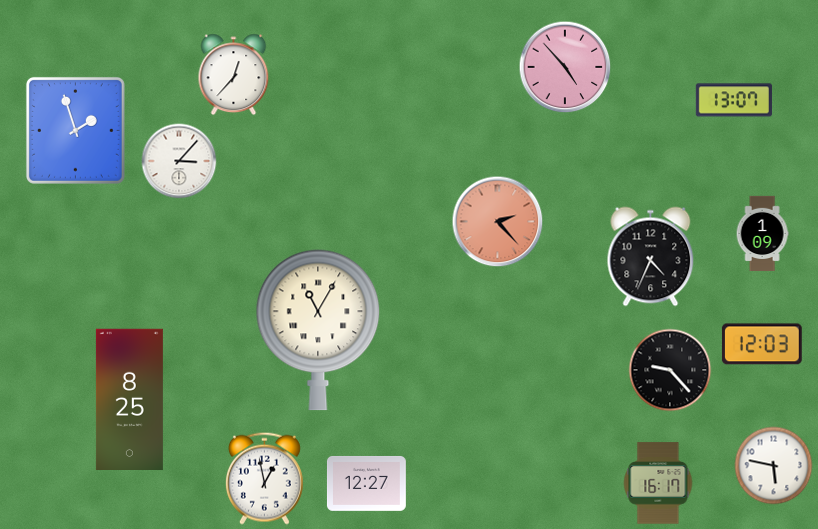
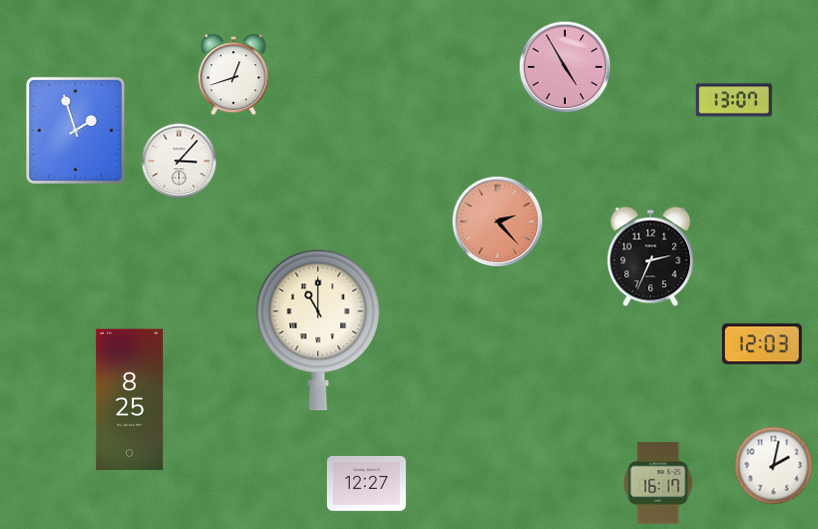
clock at (565, 67): 4:53 -> 4:55
clock at (234, 75): 12:37 -> 12:42
clock at (762, 234): 1:09 -> none
clock at (651, 257): 4:34 -> 2:34
clock at (318, 330): 11:05 -> 11:00
clock at (670, 370): 9:23 -> none
clock at (774, 466): 5:47 -> 2:02
clock at (264, 478): 12:58 -> none
